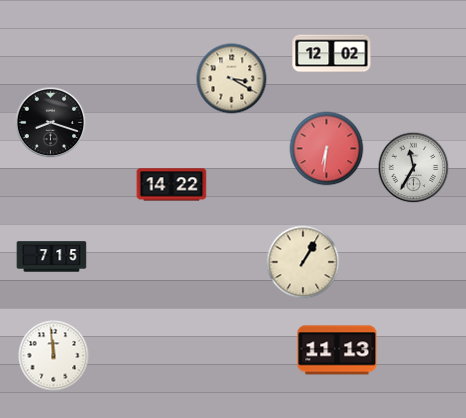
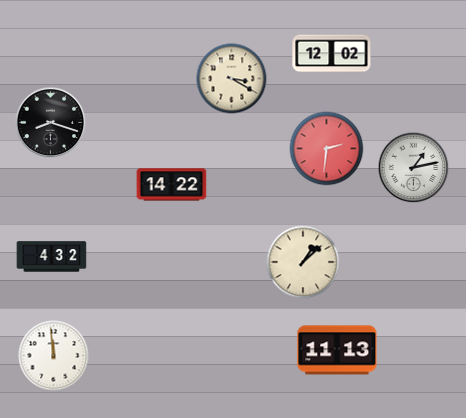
clock at (327, 149): 6:31 -> 2:31
clock at (414, 168): 11:35 -> 1:13
clock at (52, 257): 7:15 -> 4:32
clock at (303, 262): 1:05 -> 1:08
